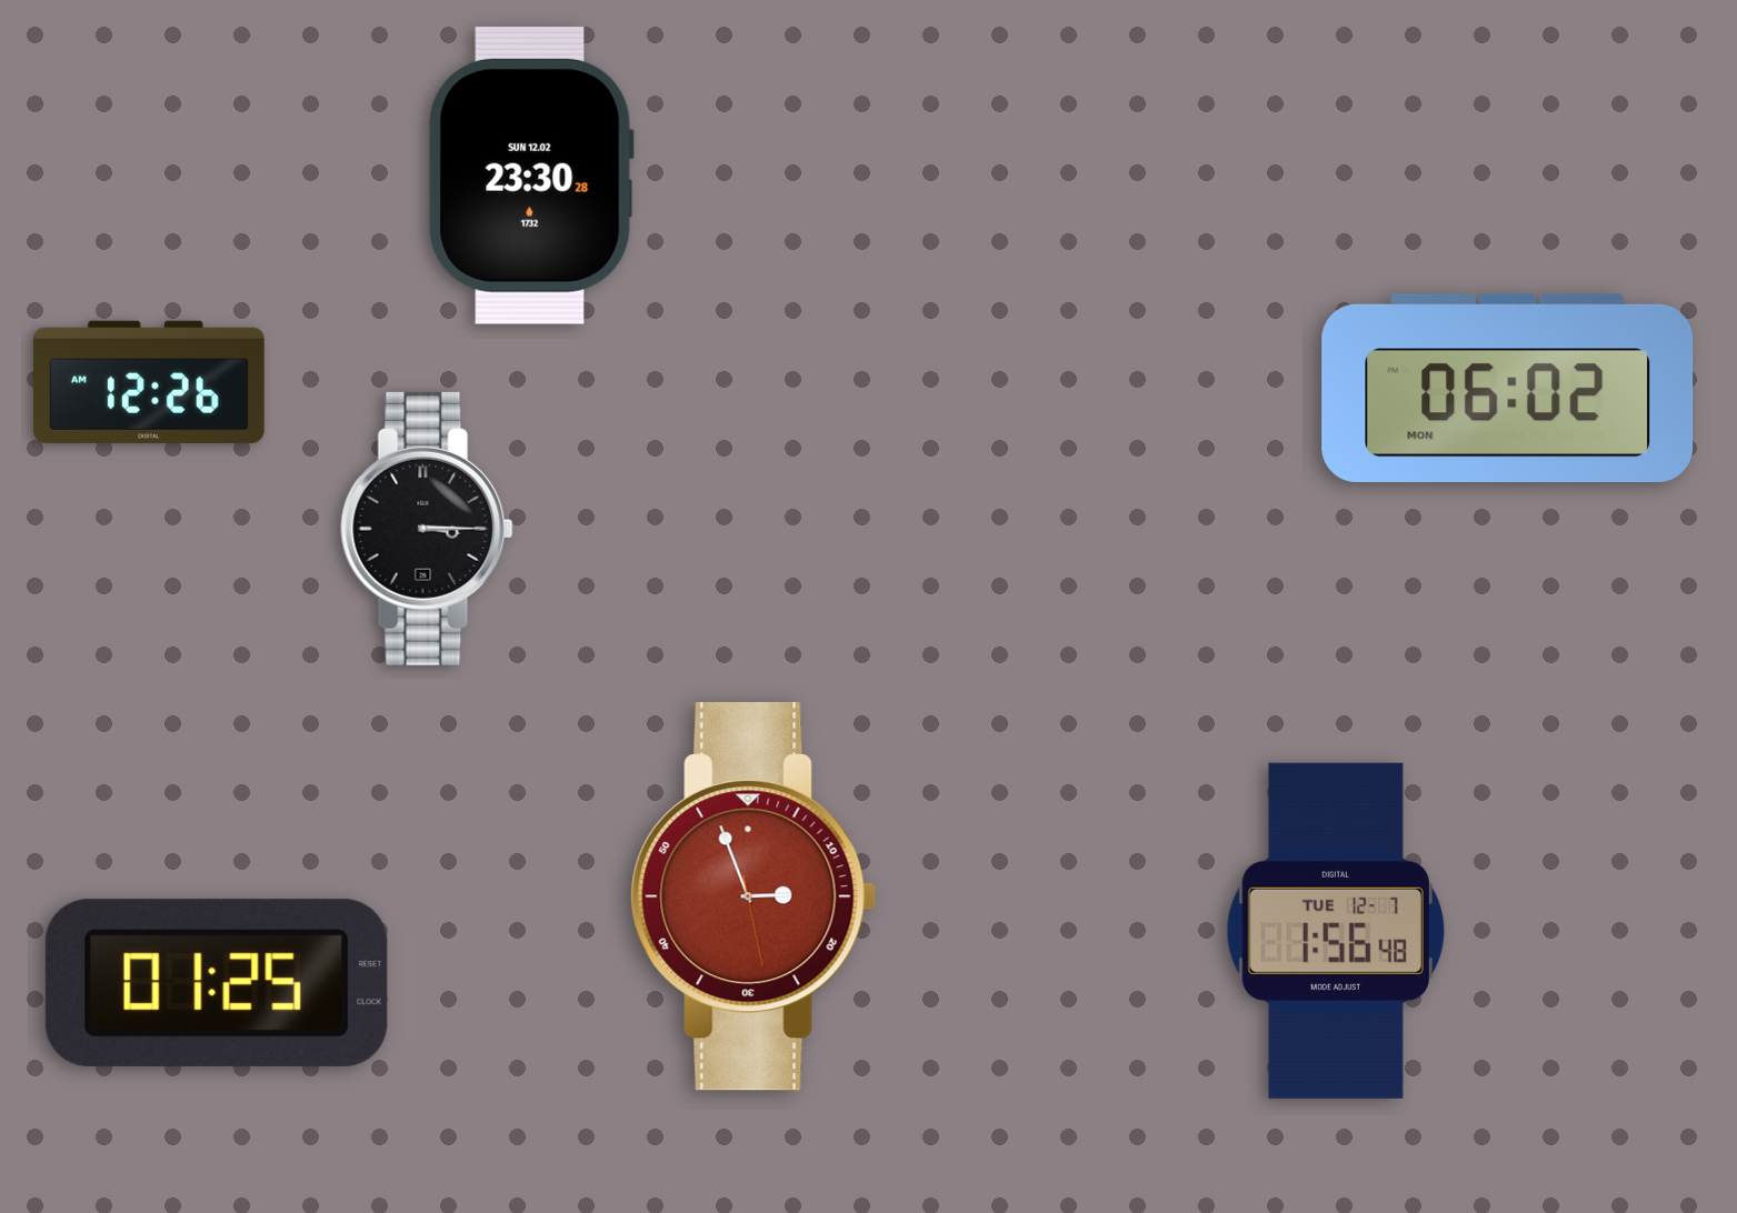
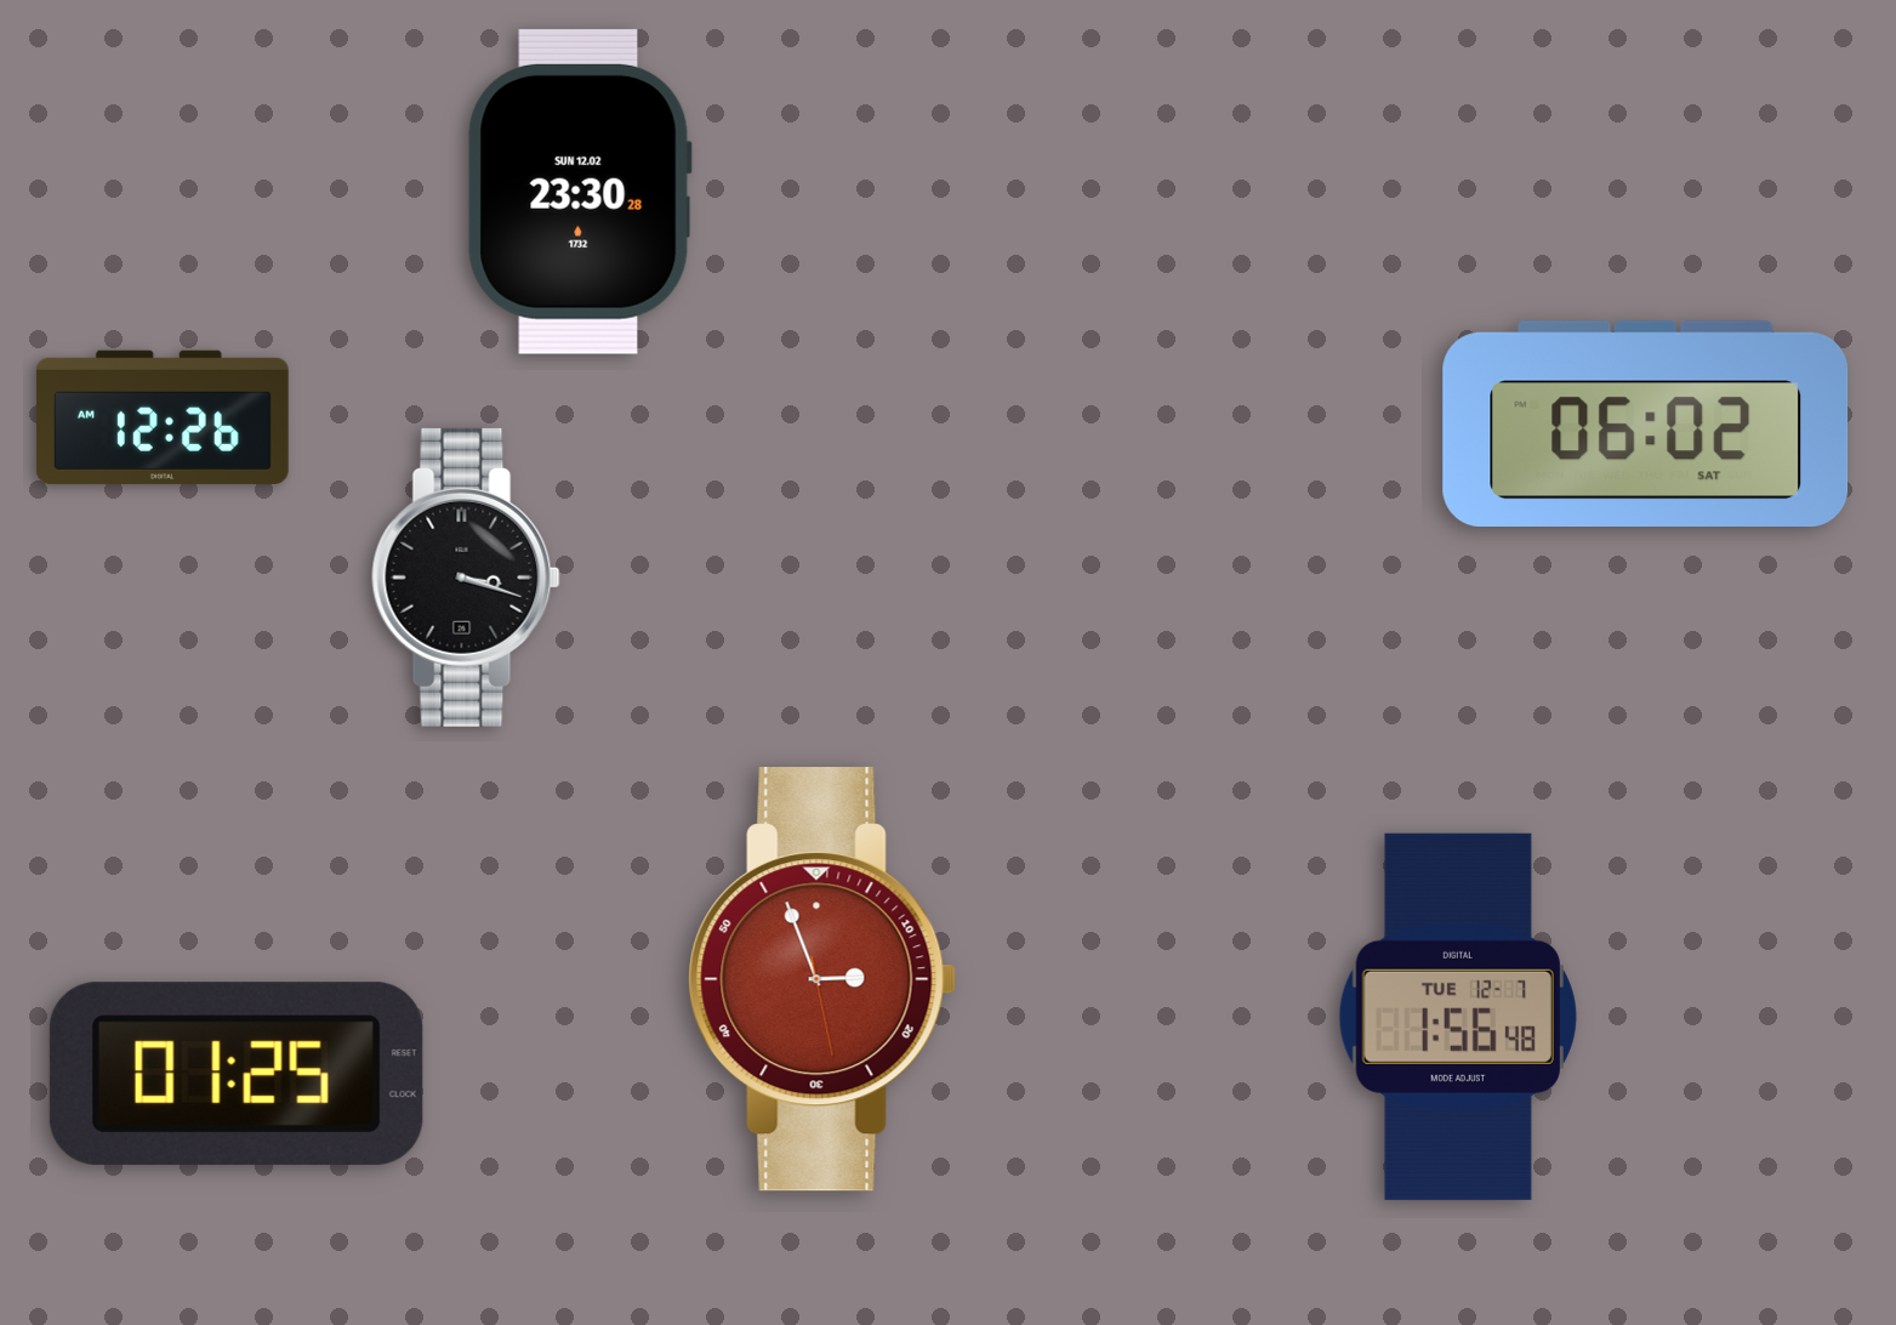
clock at (1508, 388) date: MON -> SAT
clock at (427, 529): 3:15 -> 3:18
